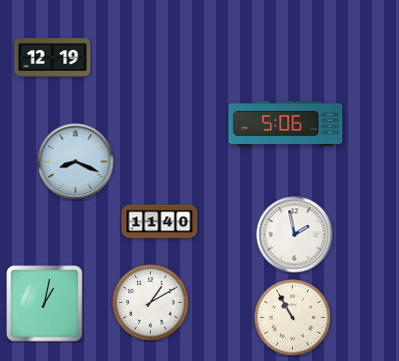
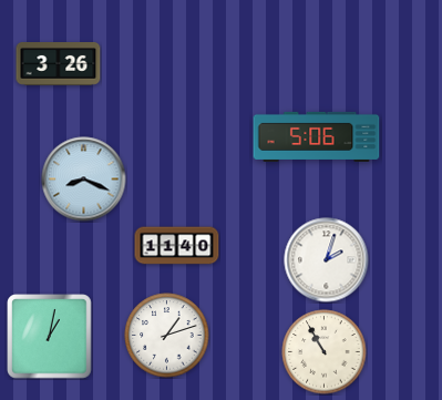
clock at (53, 58): 12:19 -> 3:26
clock at (295, 235): 1:58 -> 2:03
clock at (151, 303): 1:10 -> 1:12
